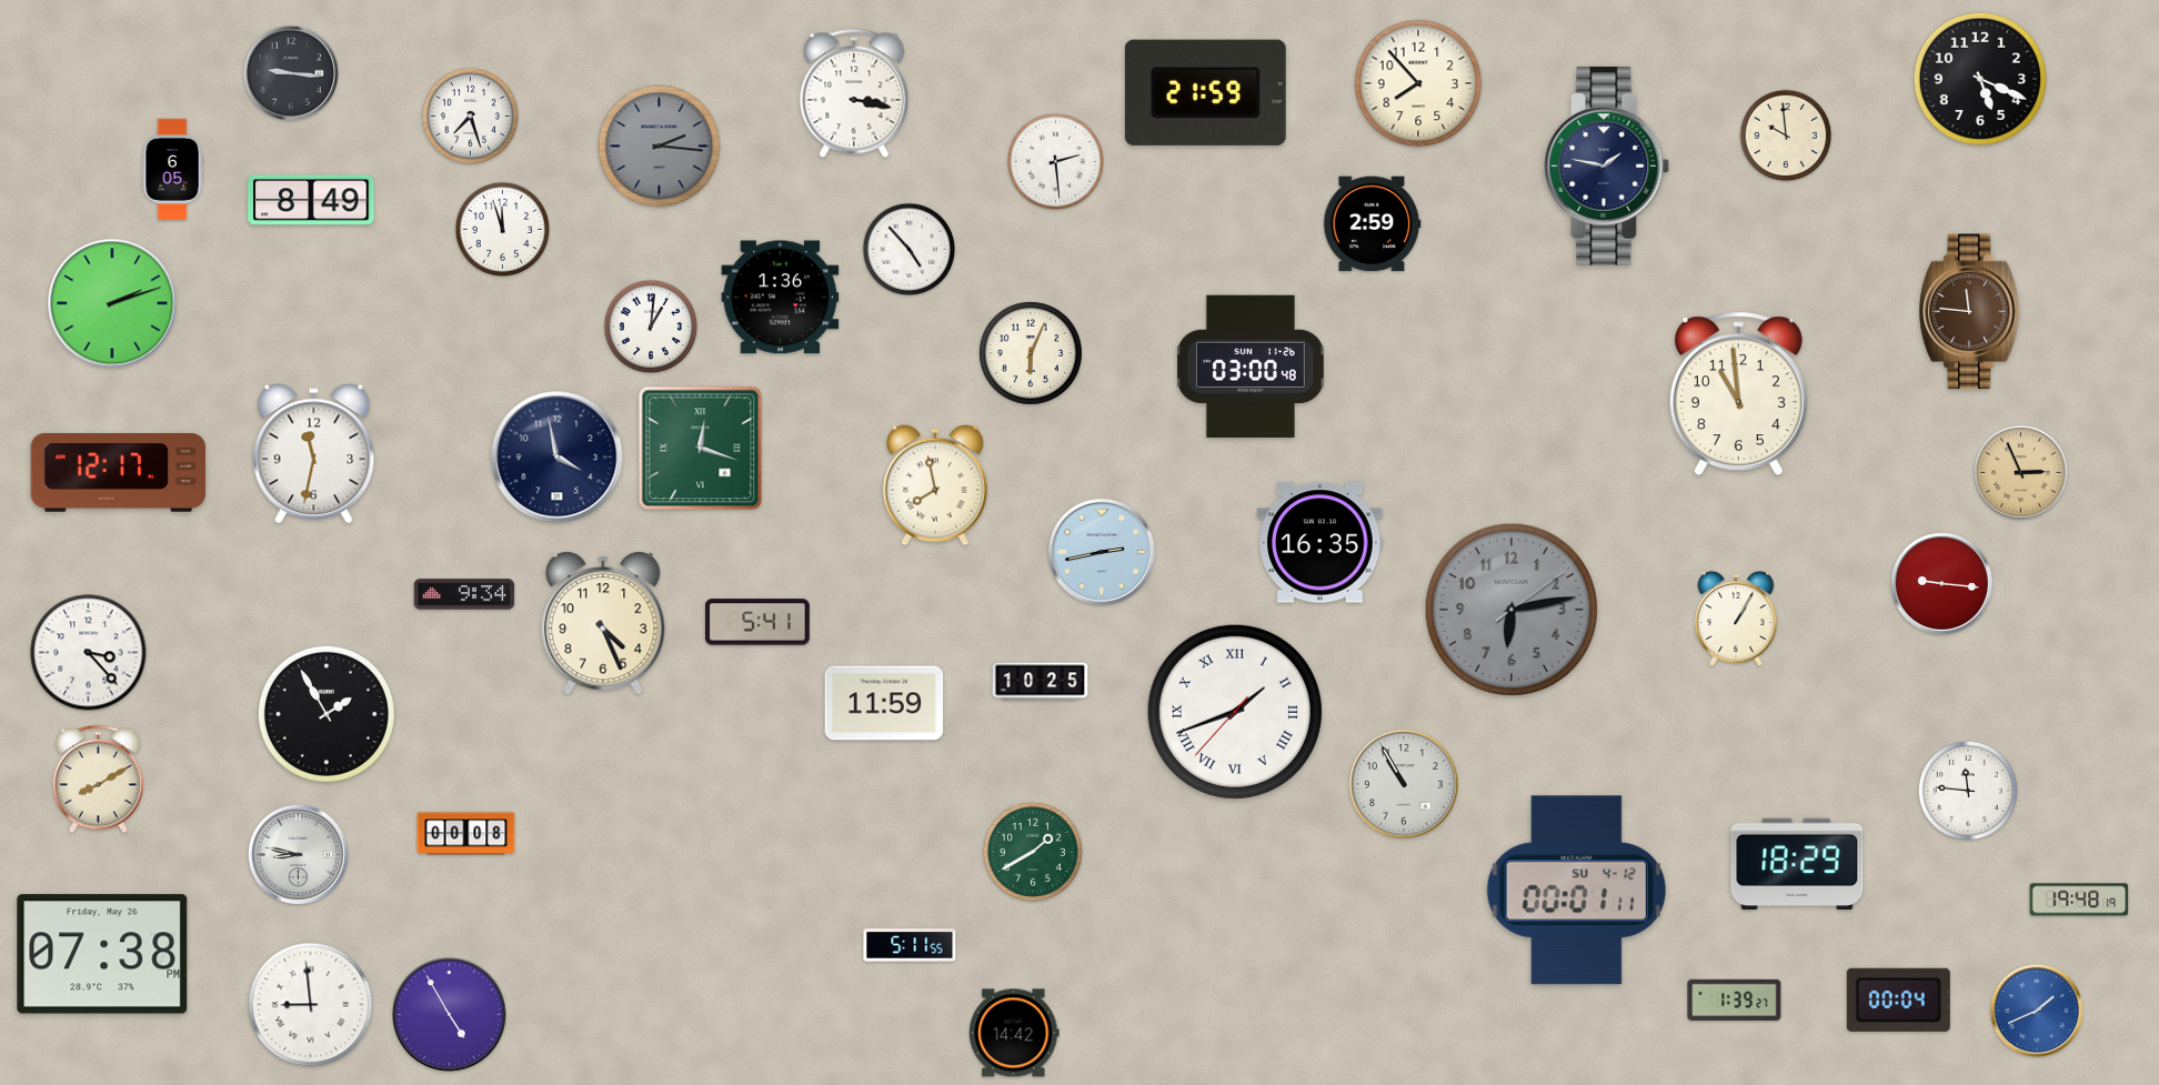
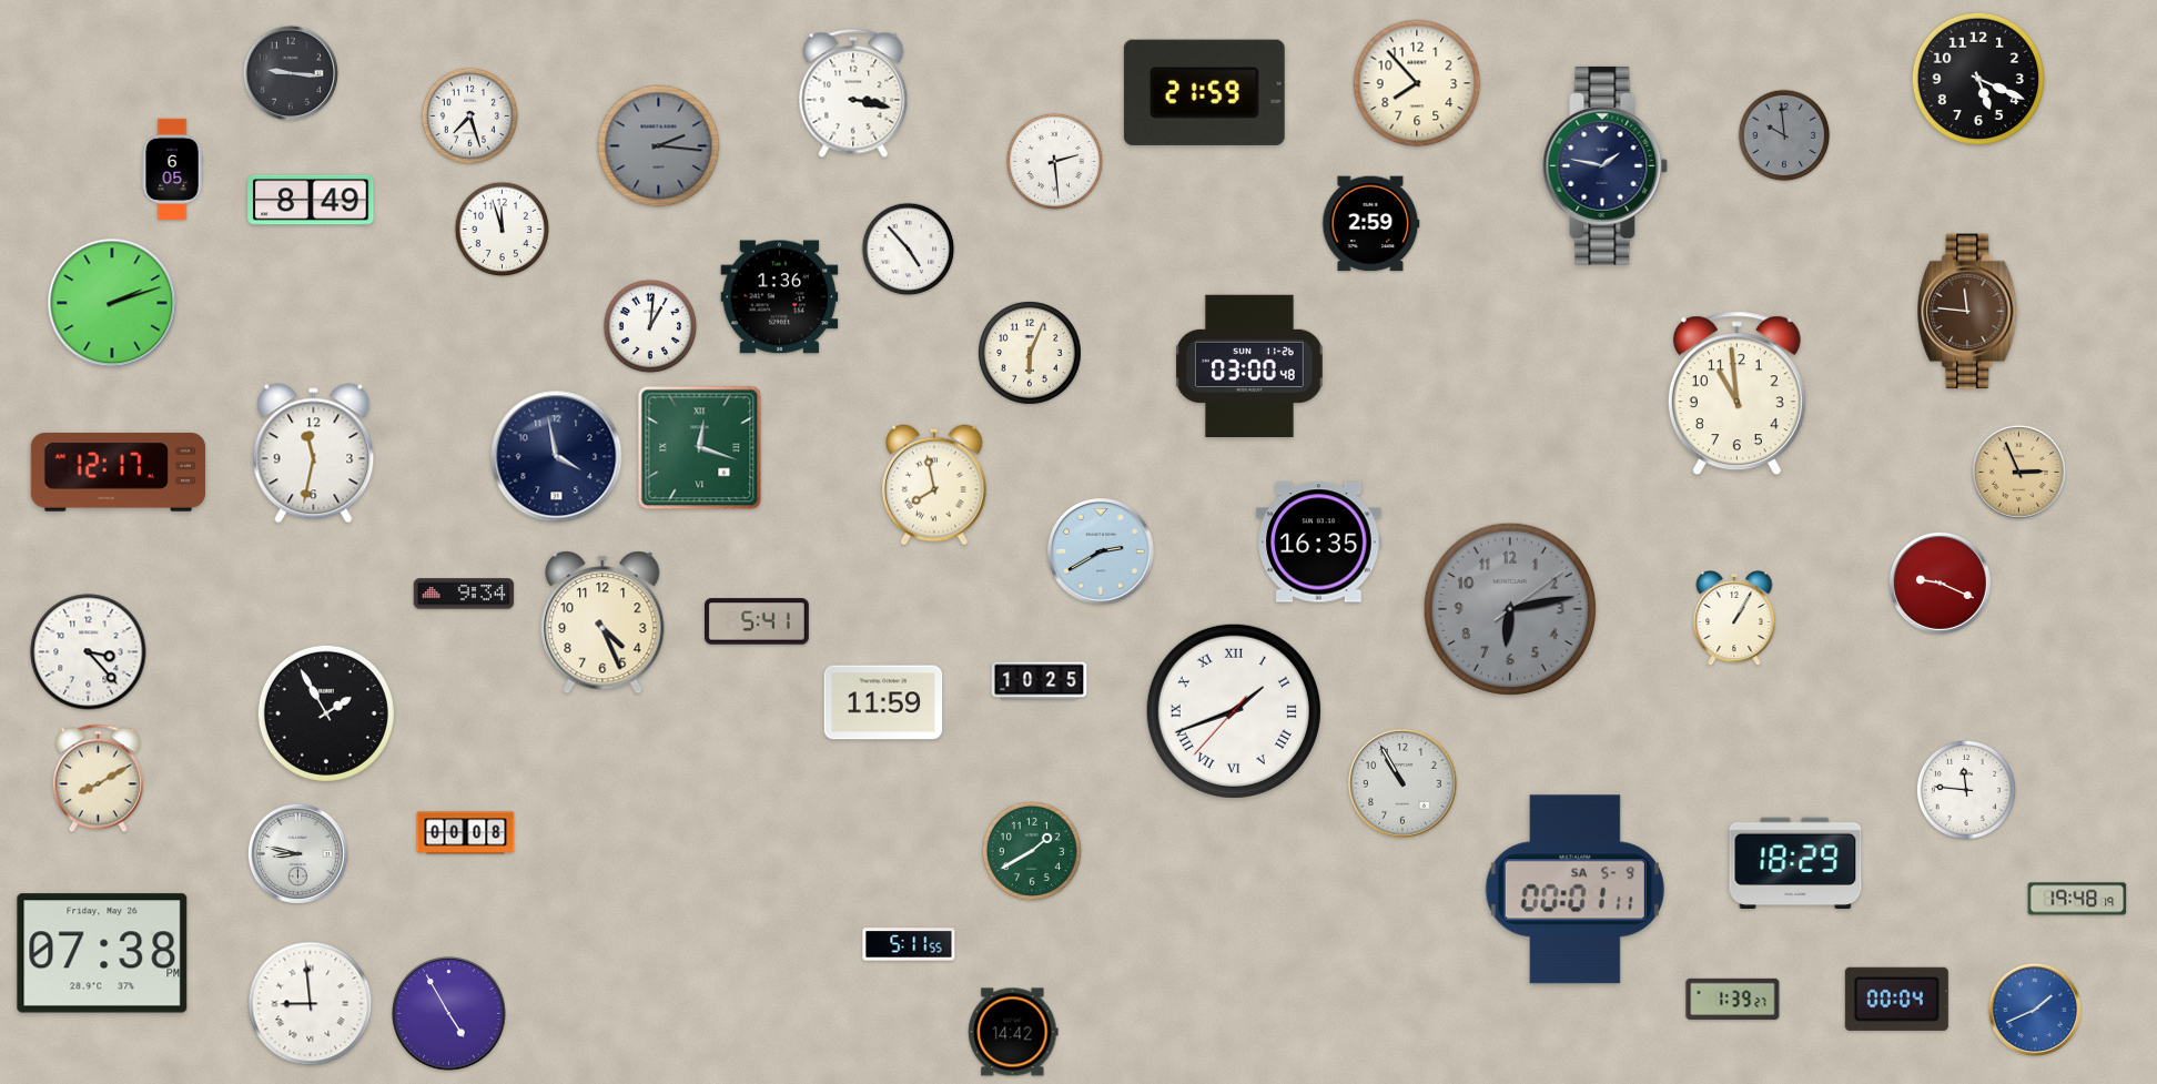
clock at (1786, 135) dial: cream -> grey
clock at (1103, 553): 2:43 -> 2:40
clock at (1941, 583): 9:16 -> 9:19
clock at (1576, 891) date: SU 4-12 -> SA 5-9
